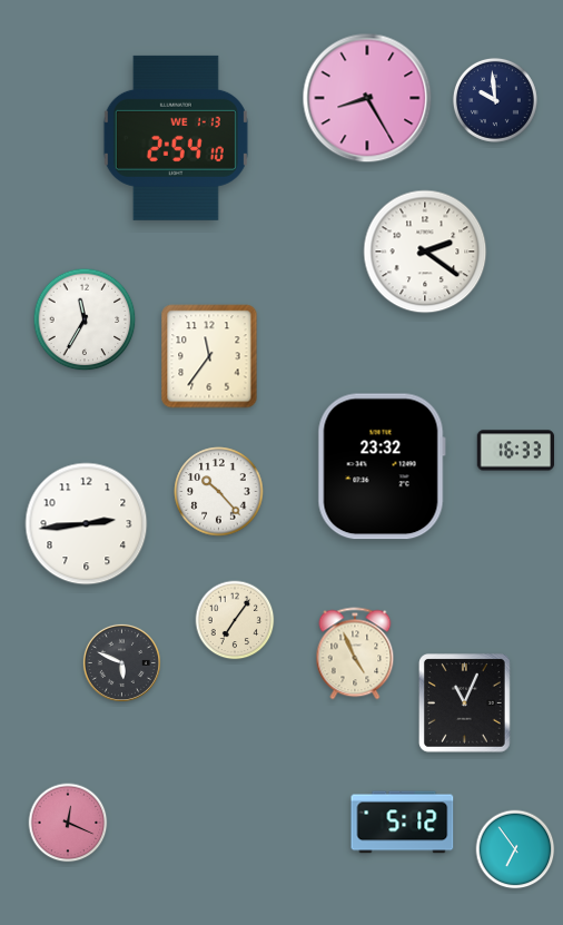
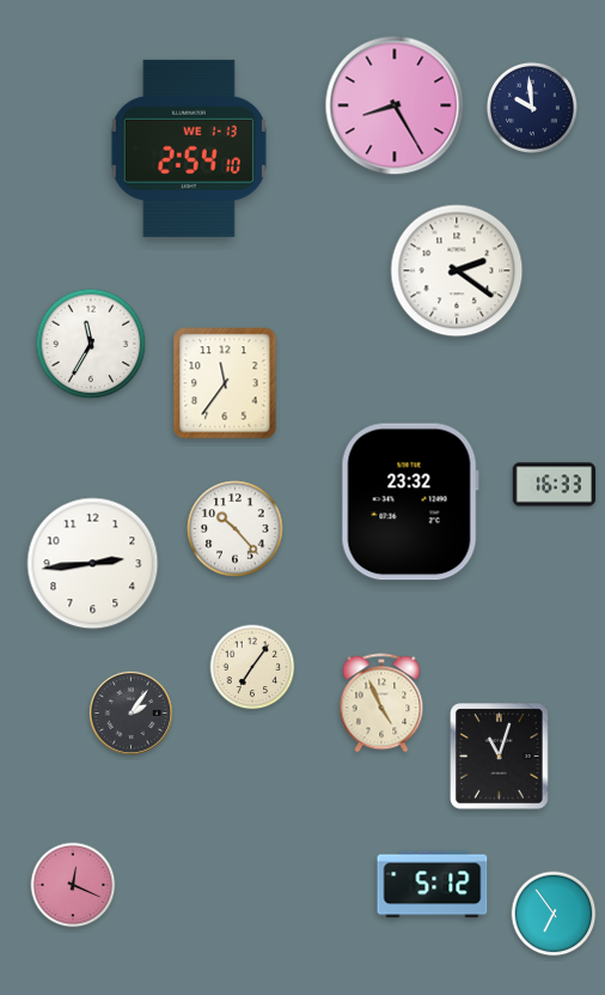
clock at (121, 662): 5:49 -> 2:06
clock at (465, 703): 11:04 -> 11:03
